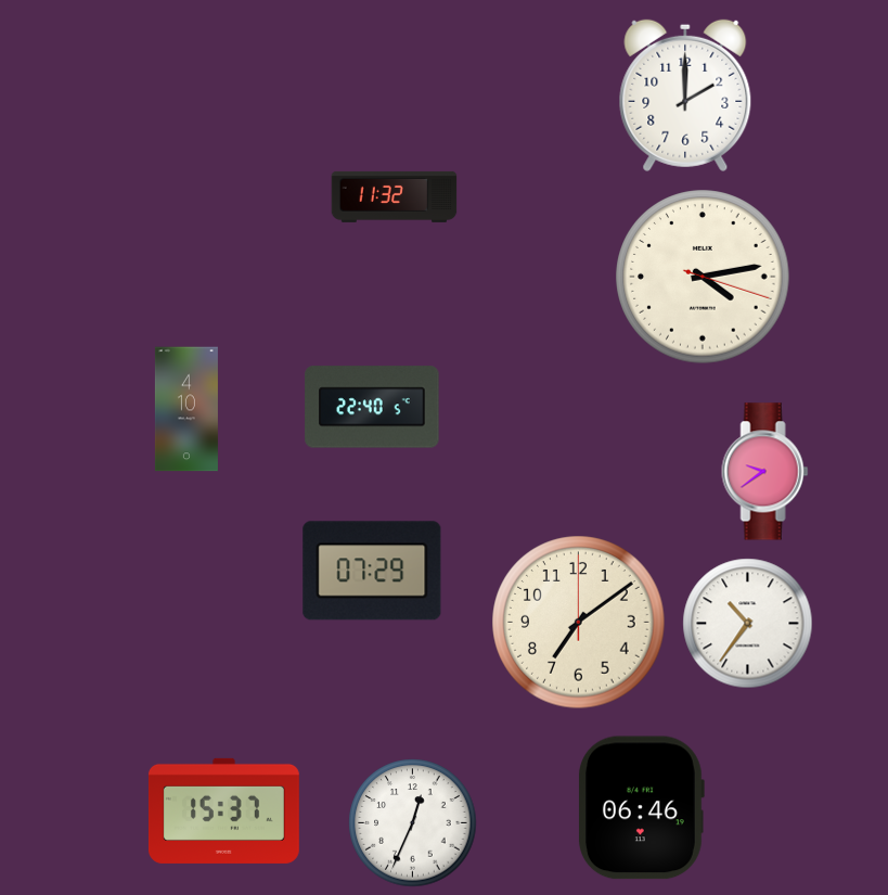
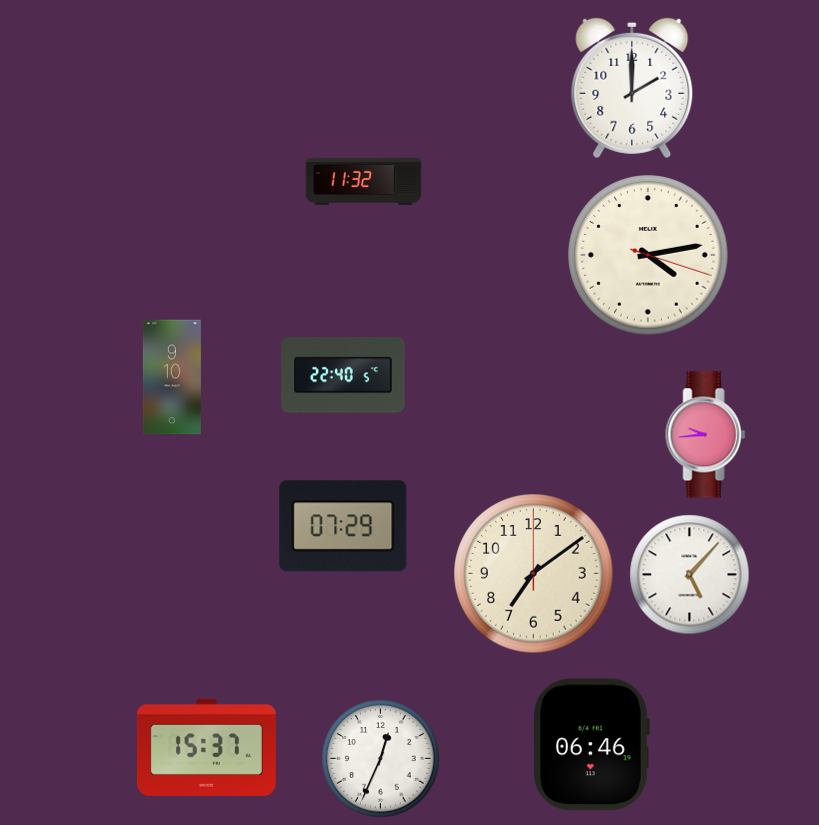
clock at (186, 409): 4:10 -> 9:10
clock at (765, 472): 9:39 -> 9:44
clock at (748, 624): 10:36 -> 5:07
